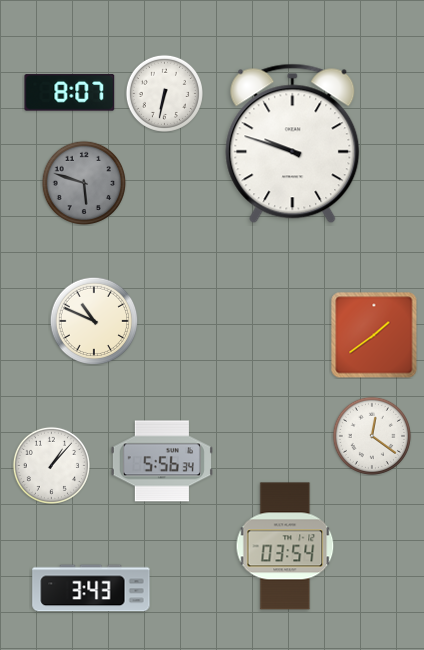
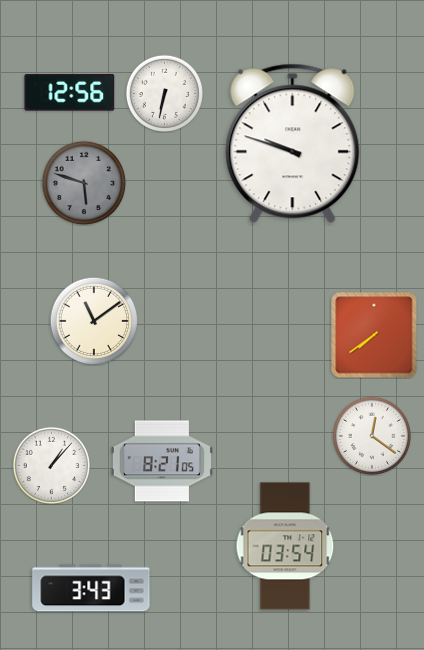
clock at (70, 93): 8:07 -> 12:56
clock at (94, 321): 10:49 -> 11:09
clock at (374, 335): 1:39 -> 7:39
clock at (162, 461): 5:56 -> 8:21
